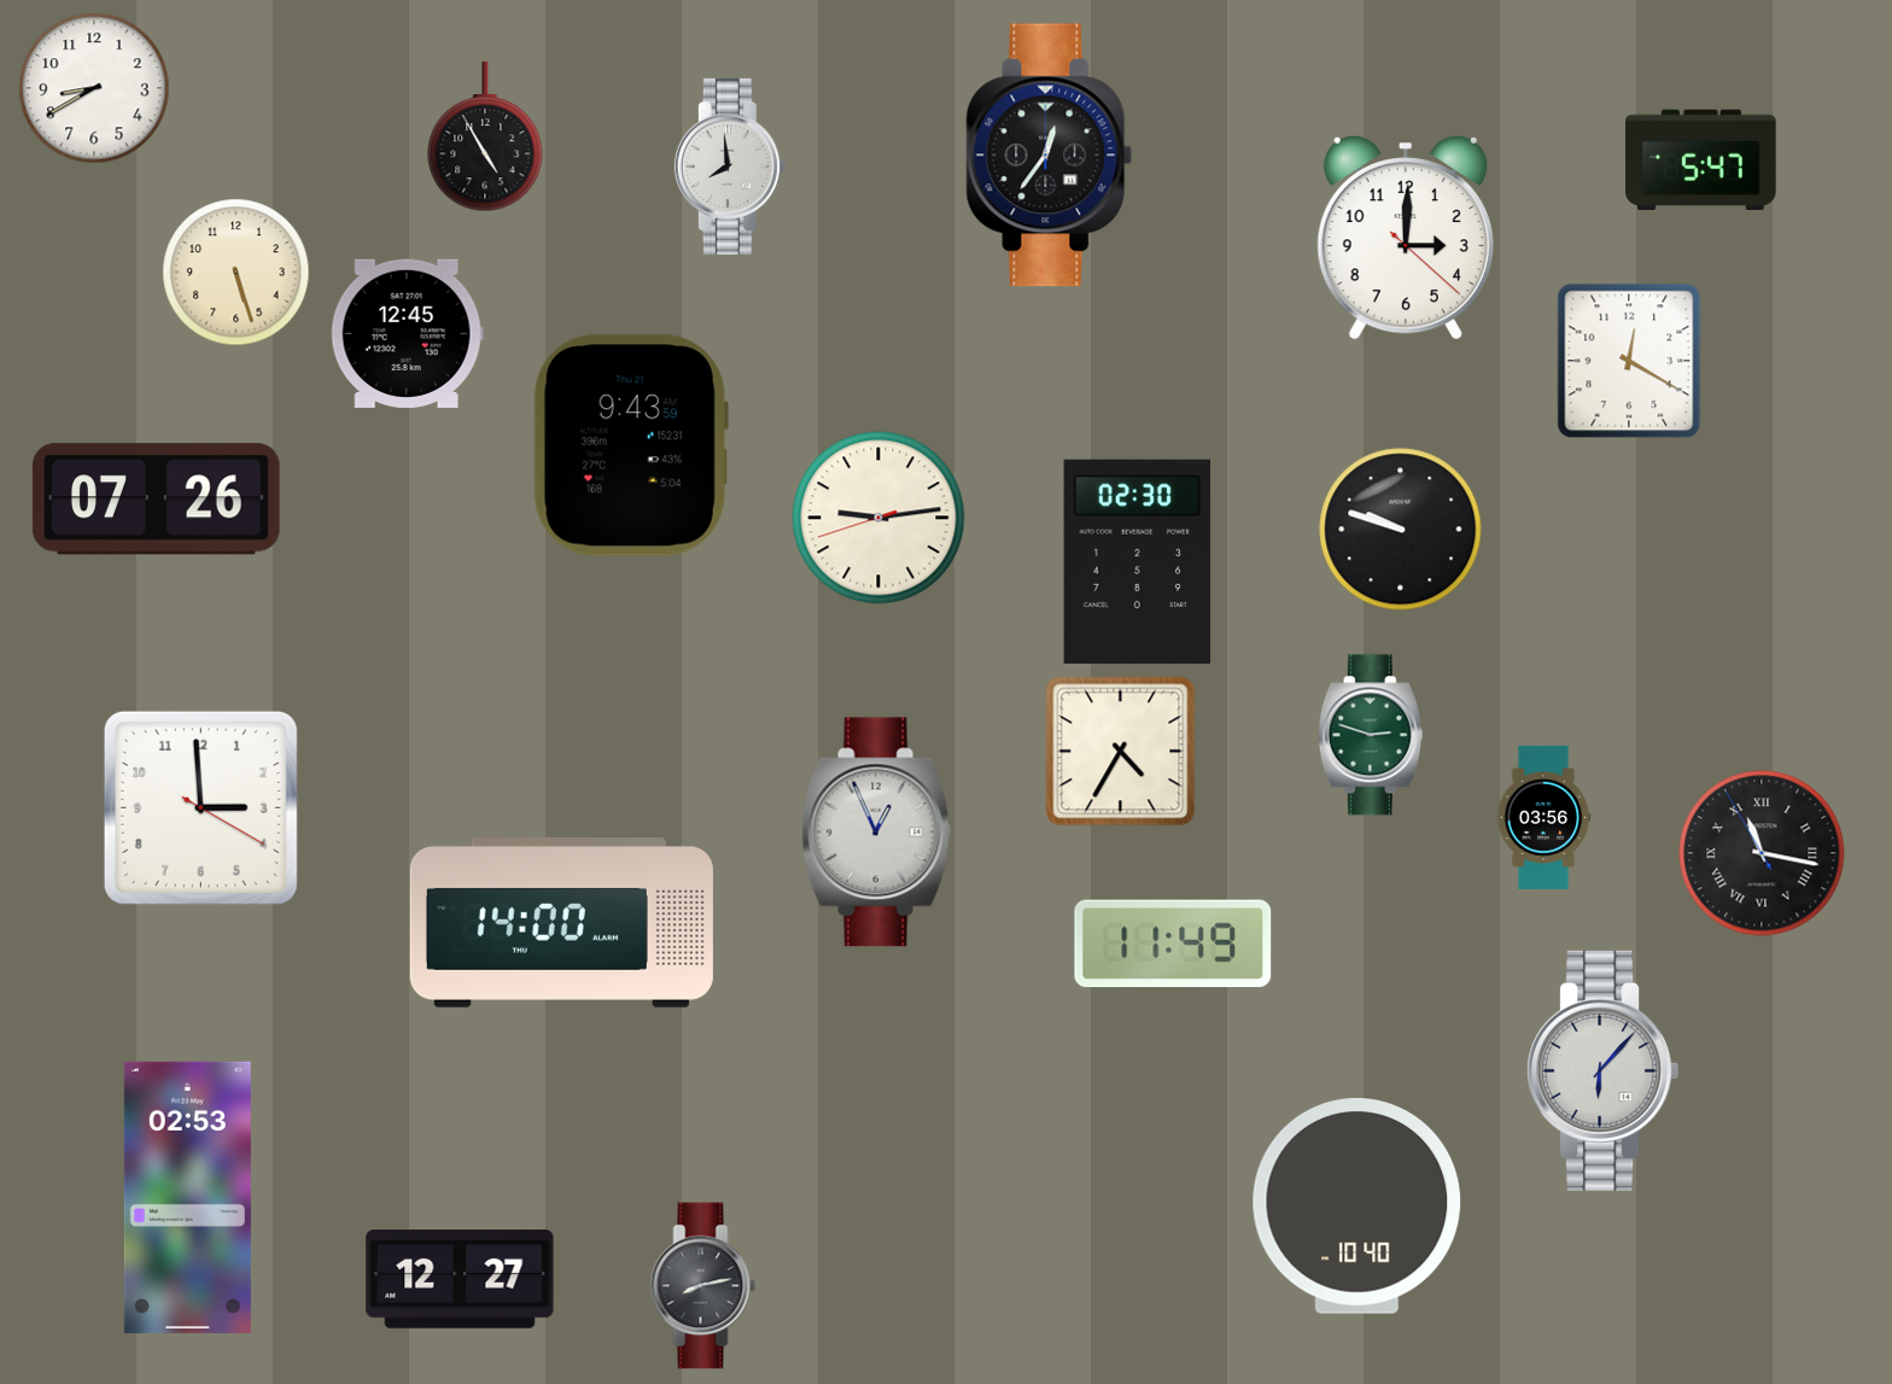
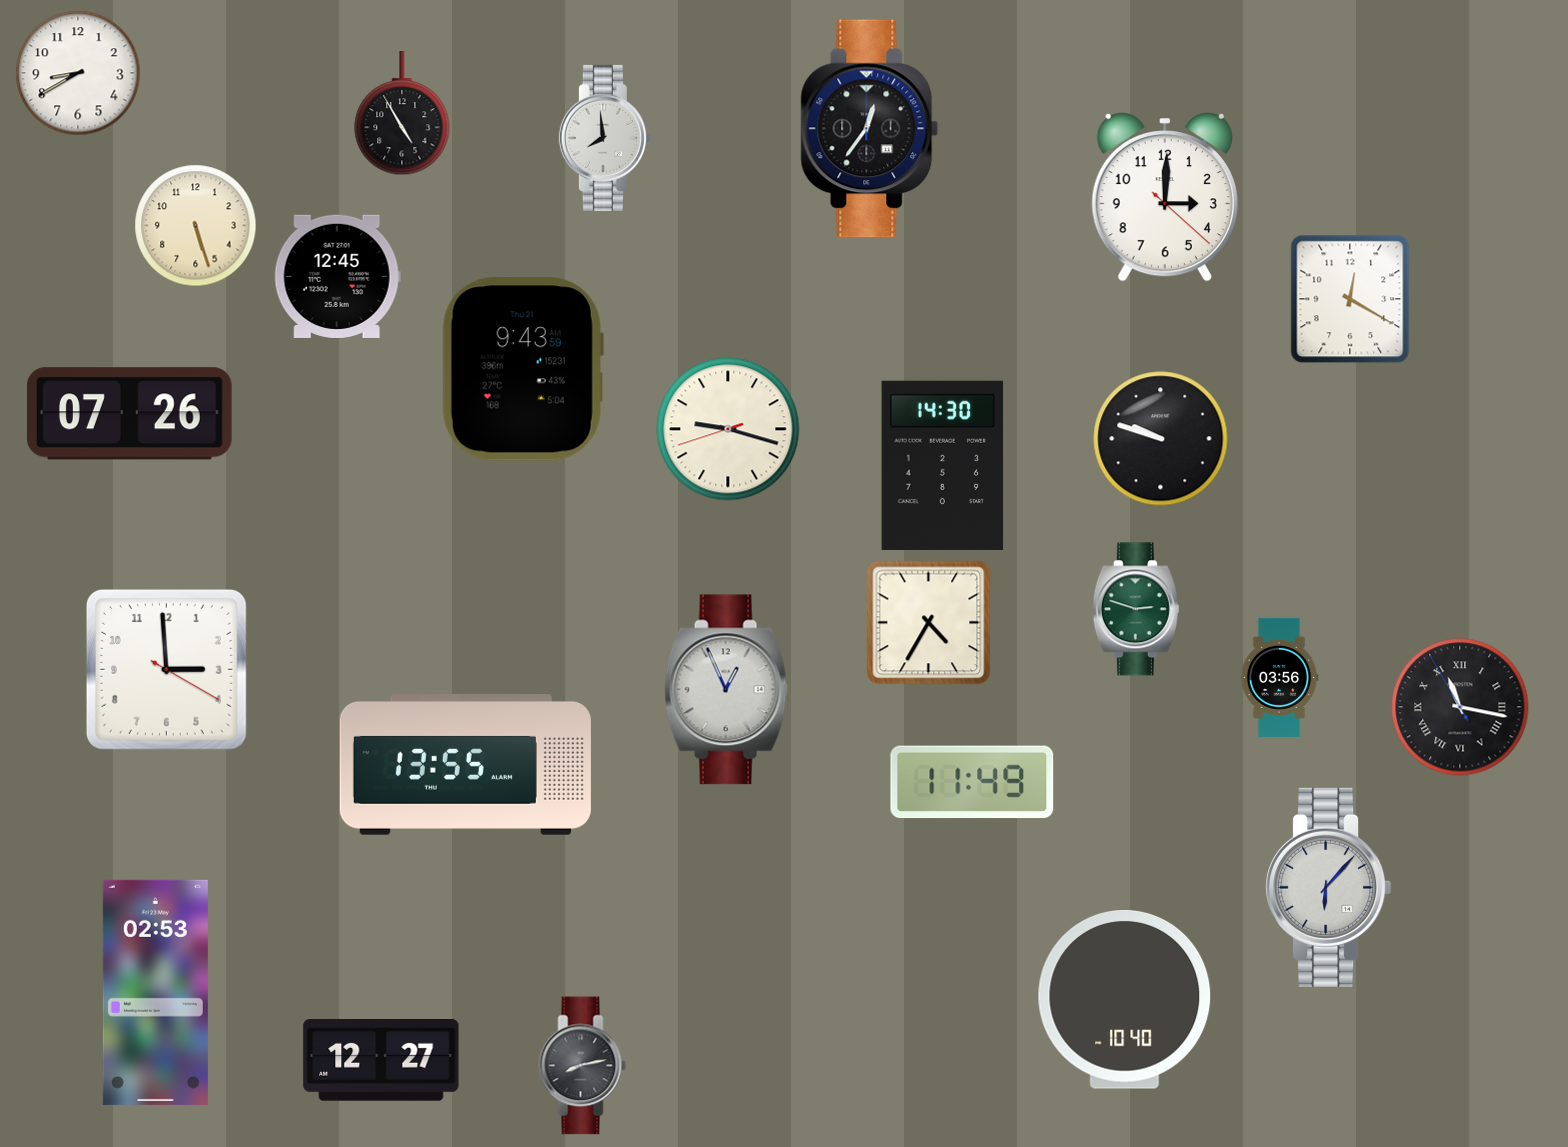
clock at (1701, 159): 5:47 -> none
clock at (878, 518): 9:13 -> 9:17
clock at (1138, 561): 02:30 -> 14:30
clock at (561, 923): 14:00 -> 13:55
